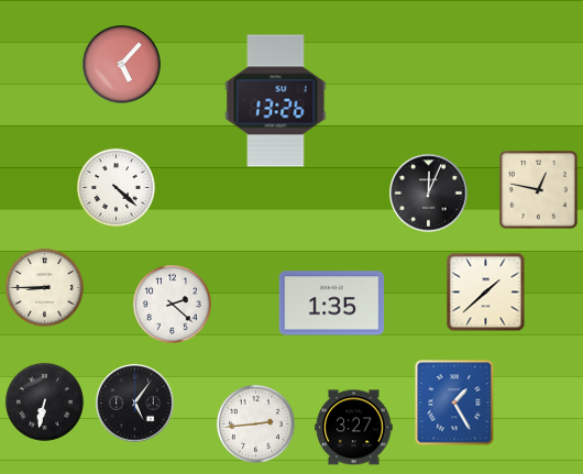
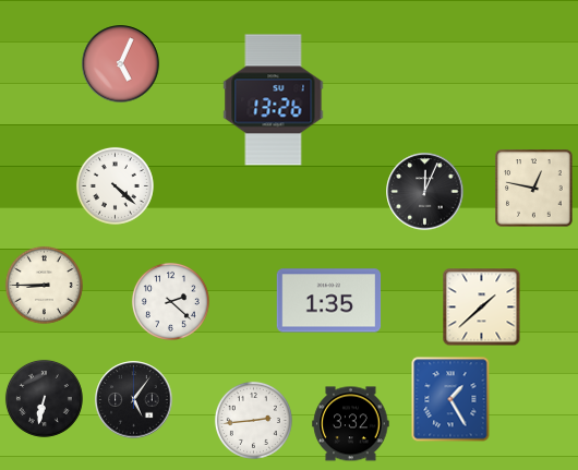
clock at (122, 65): 5:07 -> 5:04
clock at (486, 293) position: (486, 293) -> (482, 308)
clock at (354, 428): 3:27 -> 3:32
